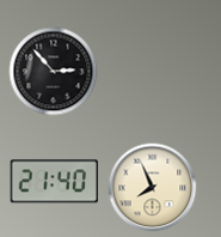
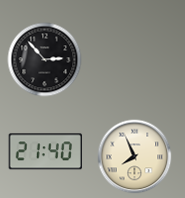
clock at (153, 188) position: (153, 188) -> (135, 157)
